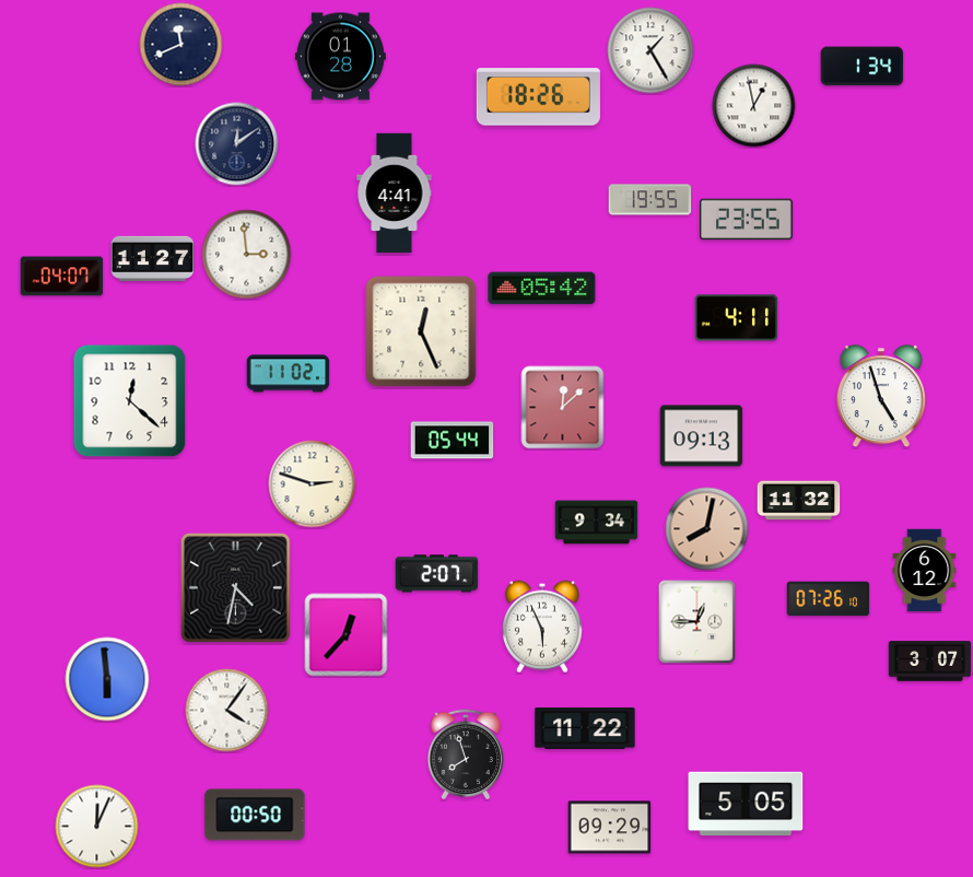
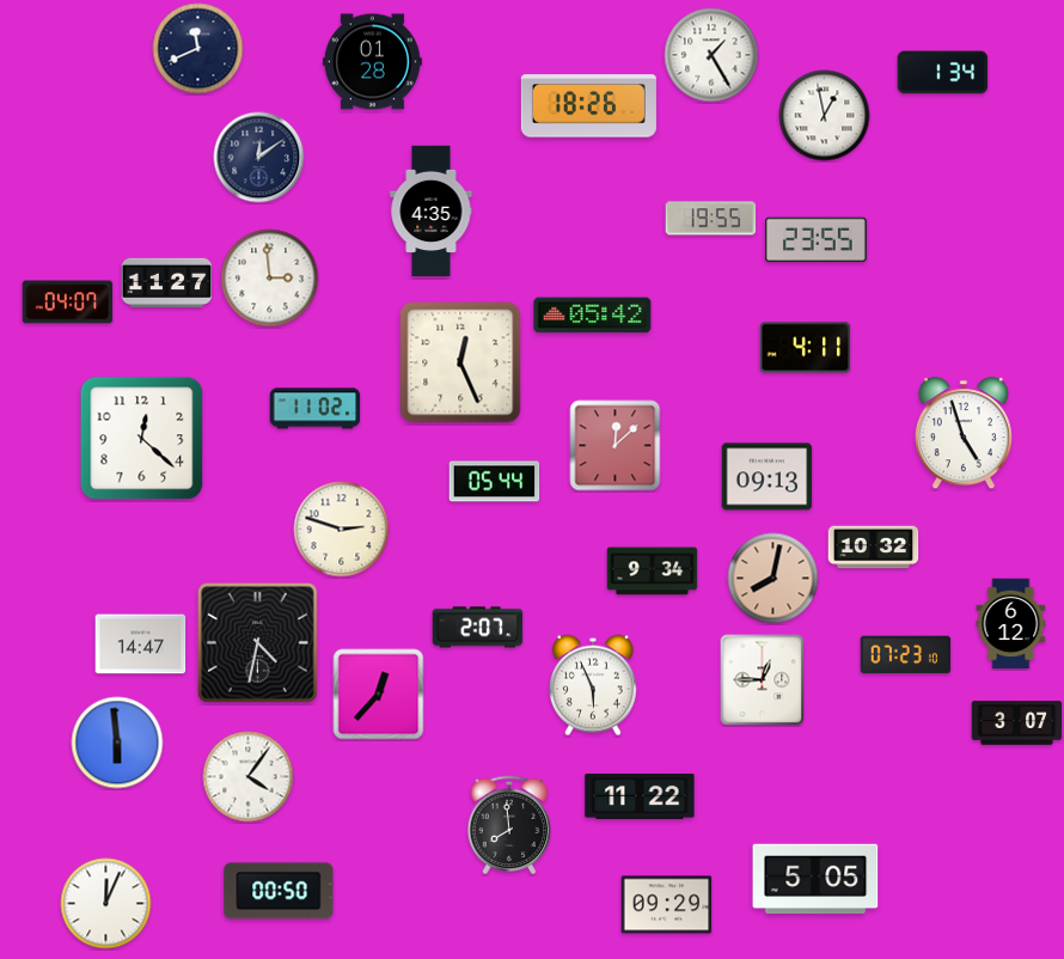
clock at (395, 194): 4:41 -> 4:35
clock at (799, 501): 11:32 -> 10:32
clock at (141, 645): none -> 14:47
clock at (829, 599): 07:26 -> 07:23
clock at (466, 755): 7:57 -> 7:59
